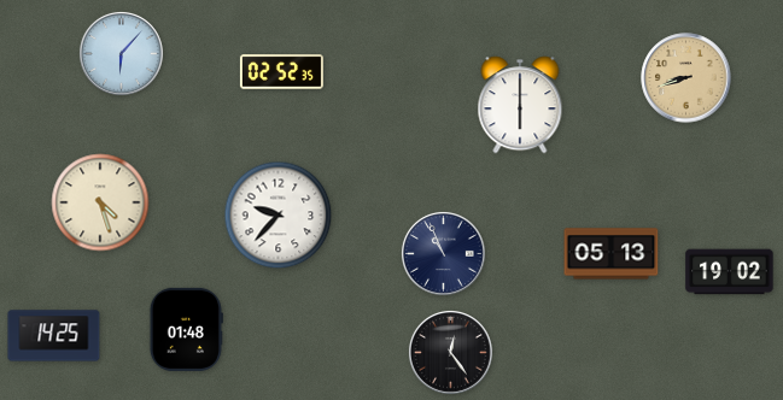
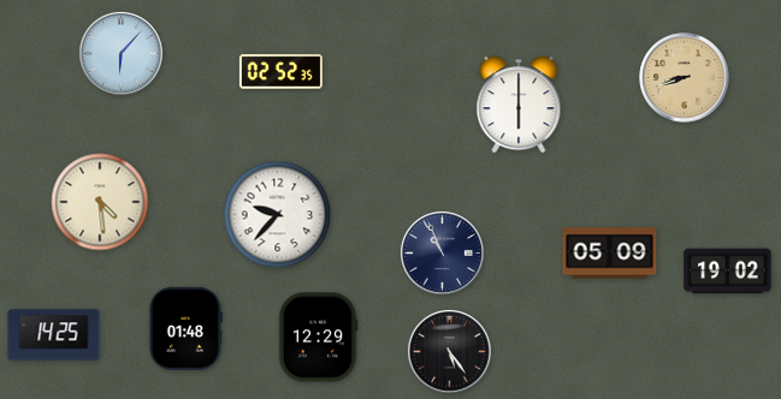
clock at (100, 202): 4:27 -> 4:29
clock at (612, 254): 05:13 -> 05:09
clock at (318, 338): none -> 12:29
clock at (450, 352): 12:24 -> 5:24
